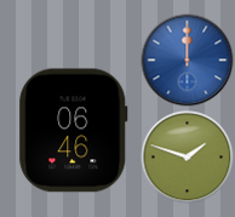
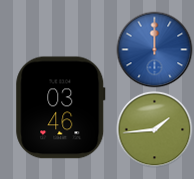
clock at (74, 131): 06:46 -> 03:46
clock at (188, 158): 1:48 -> 1:44
